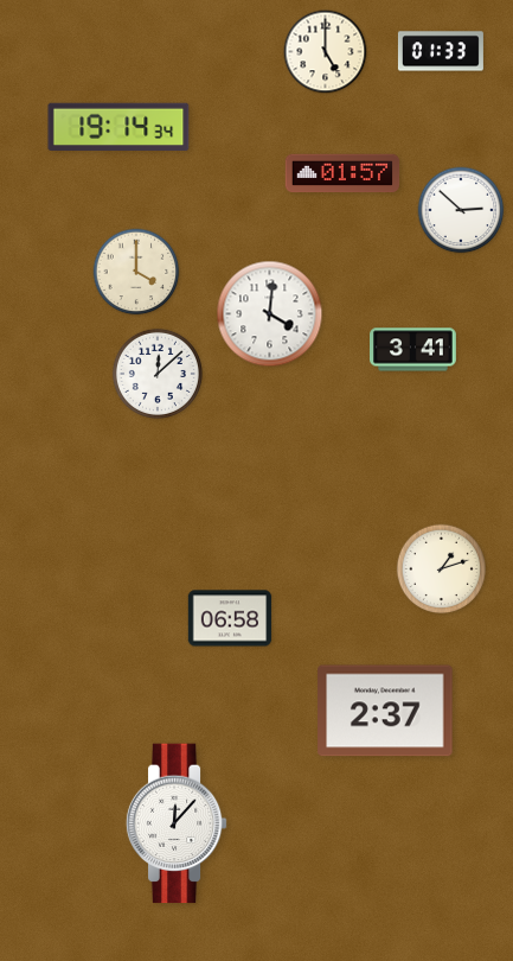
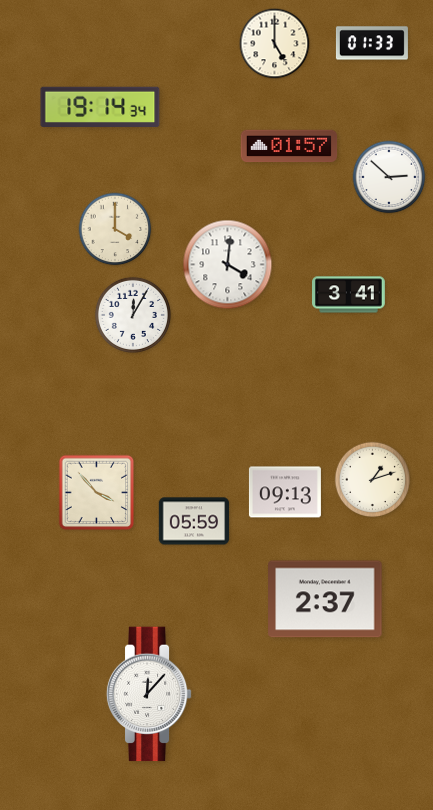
clock at (158, 374): 12:08 -> 12:05
clock at (285, 492): none -> 09:13
clock at (97, 493): none -> 3:53
clock at (230, 618): 06:58 -> 05:59
